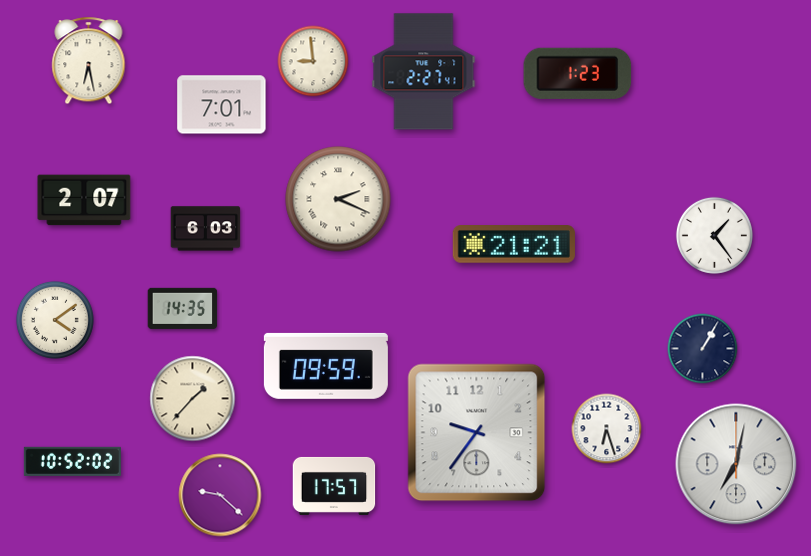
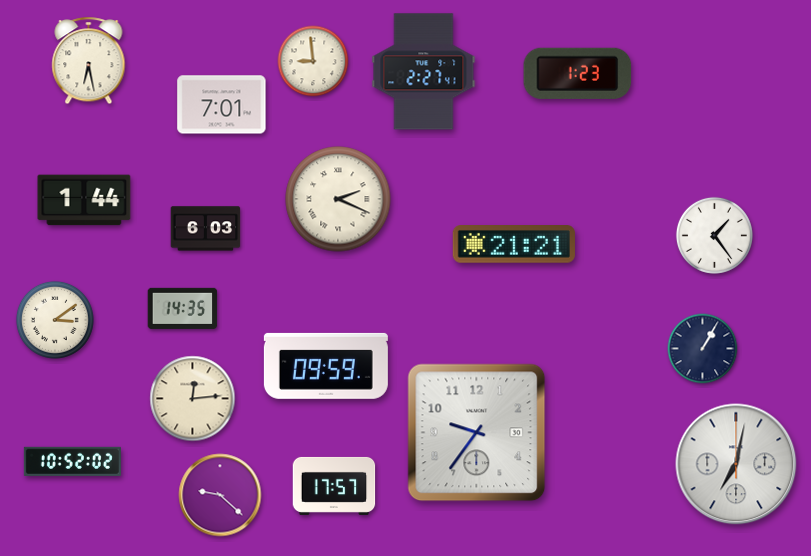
clock at (84, 200): 2:07 -> 1:44
clock at (55, 320): 4:09 -> 3:09
clock at (193, 399): 1:37 -> 12:14
clock at (607, 429): 6:27 -> none
